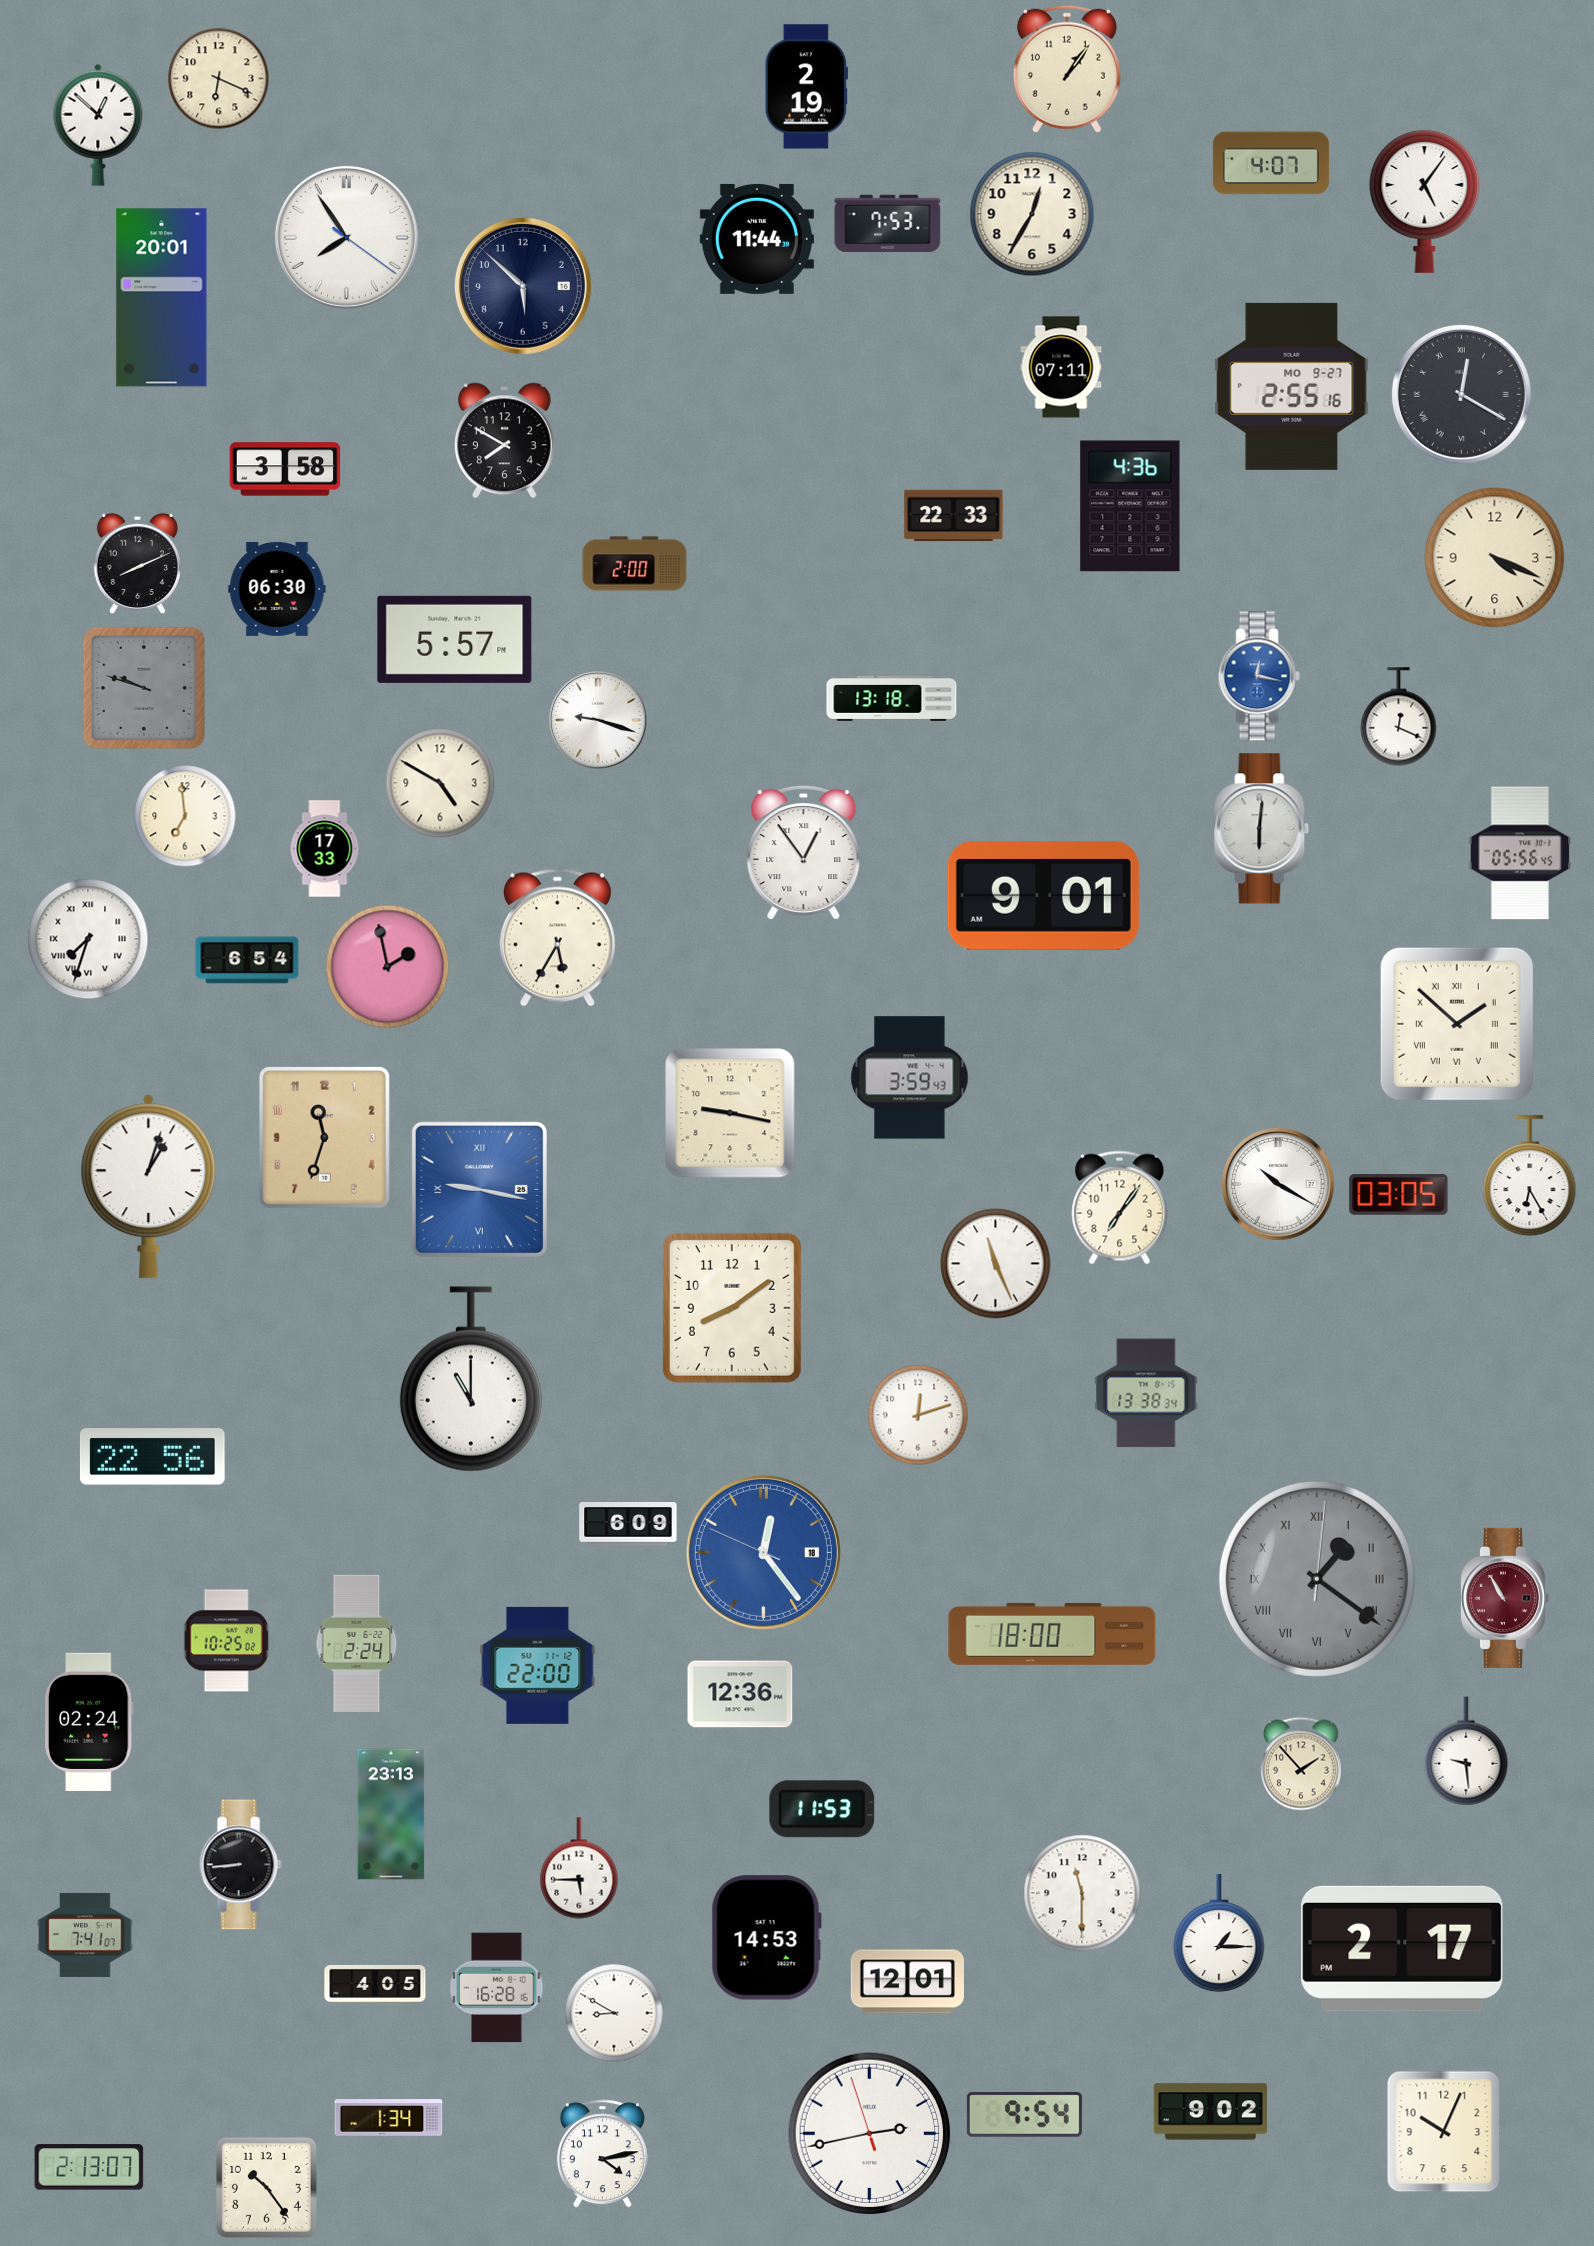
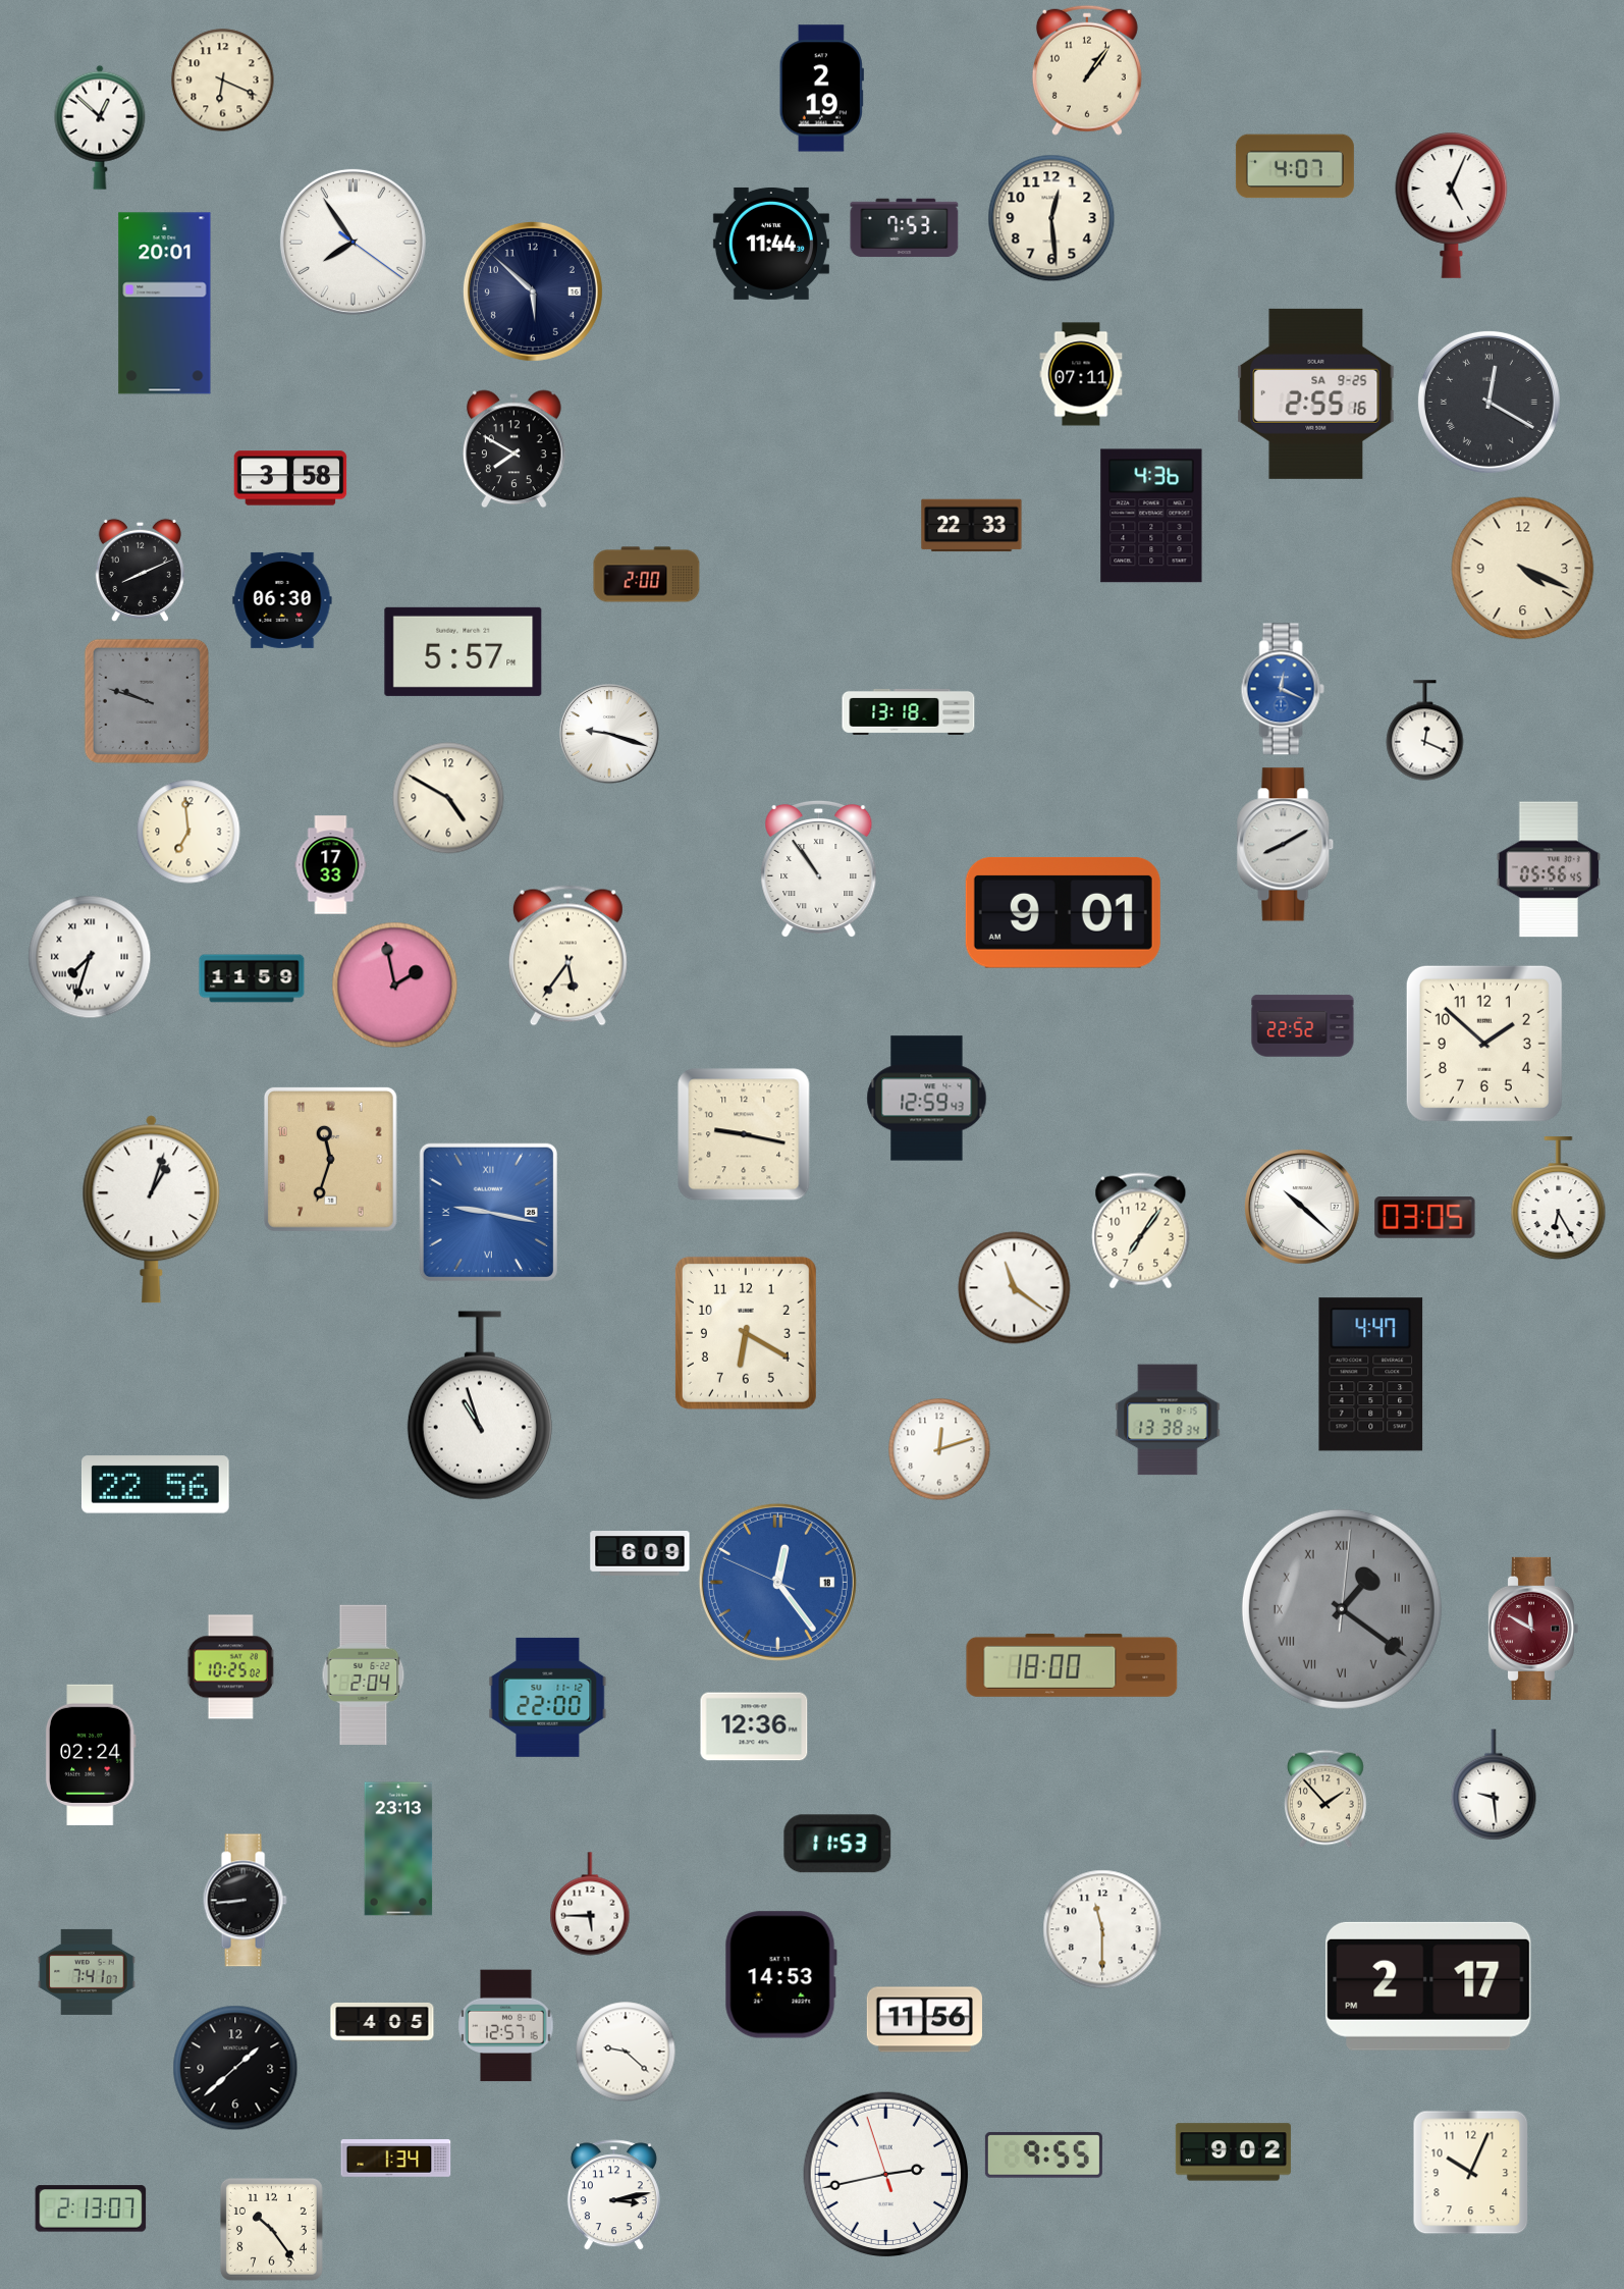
clock at (1425, 201): 5:06 -> 5:04
clock at (1032, 214): 12:35 -> 12:29
clock at (1292, 386) date: MO 9-27 -> SA 9-25
clock at (137, 563) position: (137, 563) -> (140, 570)
clock at (1259, 676): 12:17 -> 12:19
clock at (1262, 829): 6:01 -> 8:10
clock at (804, 853): 12:54 -> 10:54
clock at (557, 938): 5:35 -> 5:36
clock at (247, 960): 6:54 -> 11:59
clock at (1303, 1026): none -> 22:52
clock at (1457, 1024) numerals: Roman -> Arabic
clock at (910, 1078): 3:59 -> 12:59
clock at (1279, 1185): 10:20 -> 10:22
clock at (996, 1264): 11:26 -> 11:21
clock at (732, 1308): 8:09 -> 6:20
clock at (1371, 1375): none -> 4:47
clock at (471, 1379): 11:00 -> 10:57
clock at (918, 1415) position: (918, 1415) -> (939, 1449)
clock at (1504, 1598): 10:55 -> 11:50
clock at (227, 1641) position: (227, 1641) -> (231, 1667)
clock at (357, 1643): 2:24 -> 2:04
clock at (1219, 1934): 1:15 -> none
clock at (907, 1982): 12:01 -> 11:56
clock at (497, 1988): 16:28 -> 12:57
clock at (614, 2013): 8:50 -> 9:22
clock at (235, 2068): none -> 1:38
clock at (1024, 2115): 9:54 -> 9:55
clock at (602, 2154): 4:13 -> 3:13
